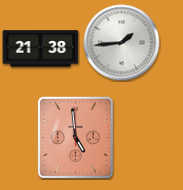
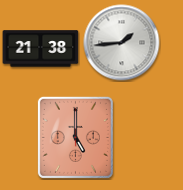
clock at (75, 137): 4:59 -> 5:00
